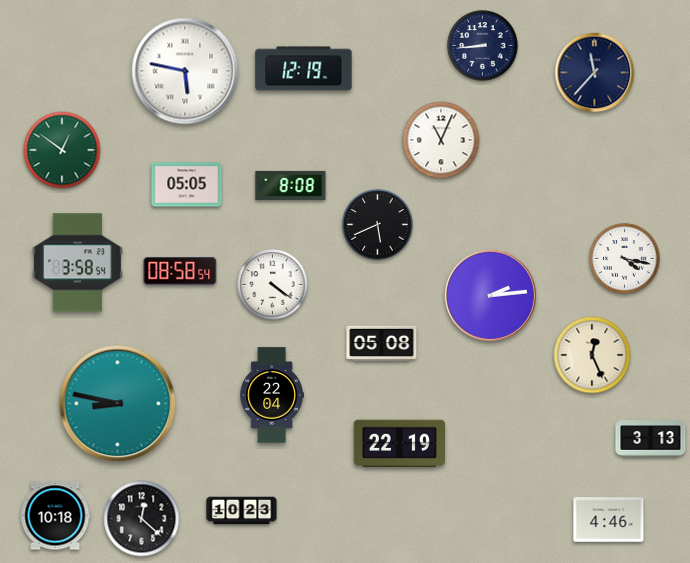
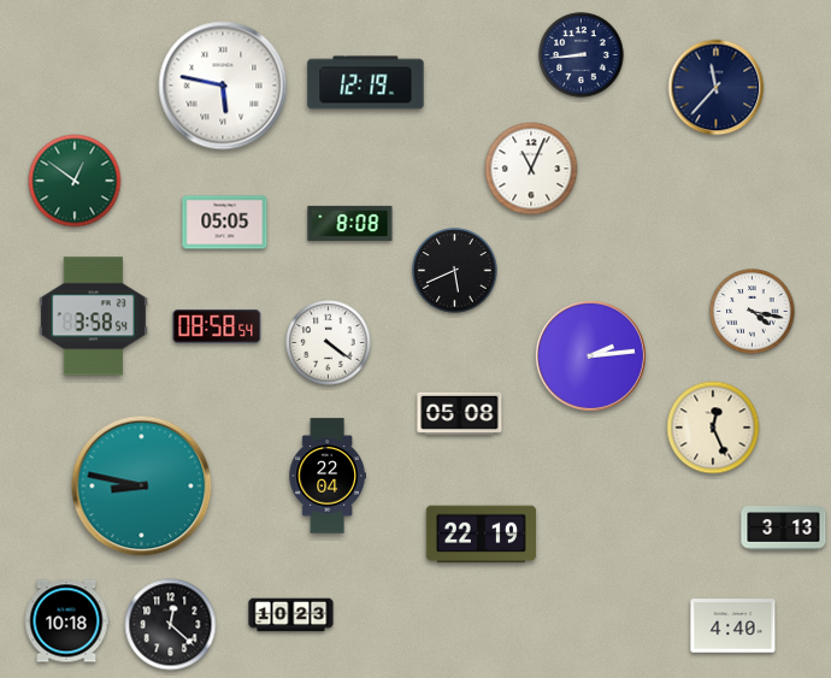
clock at (609, 520): 4:46 -> 4:40
